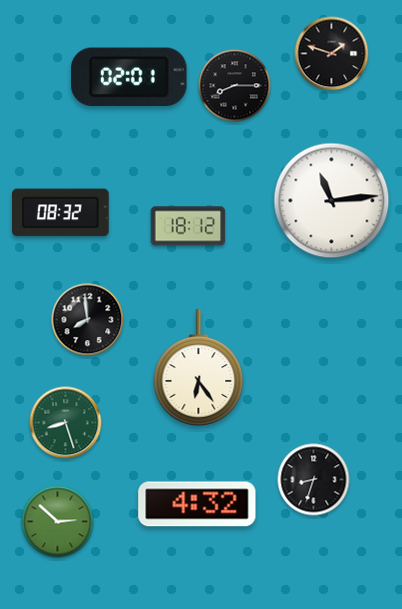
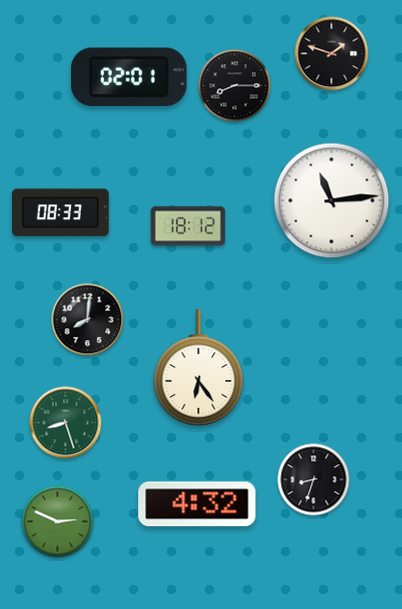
clock at (61, 213): 08:32 -> 08:33
clock at (88, 320): 7:59 -> 8:01
clock at (58, 522): 2:52 -> 2:49
